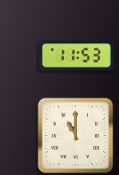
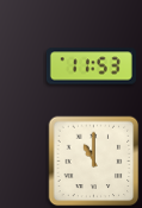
clock at (76, 136) position: (76, 136) -> (94, 162)
